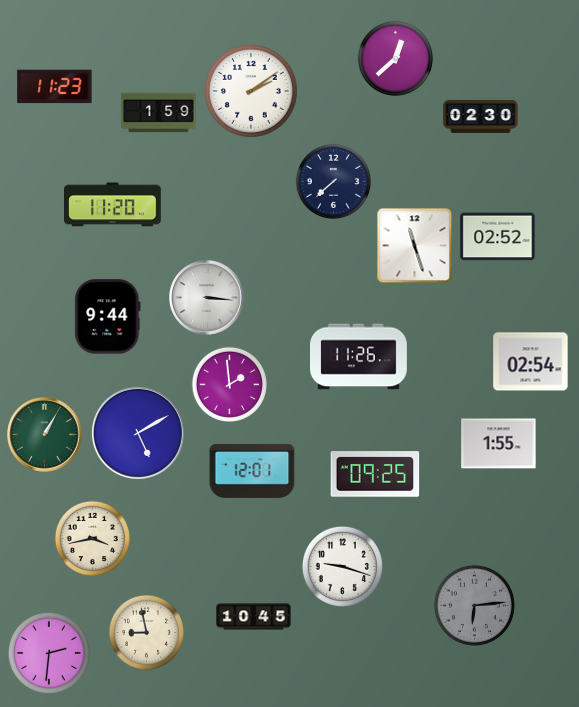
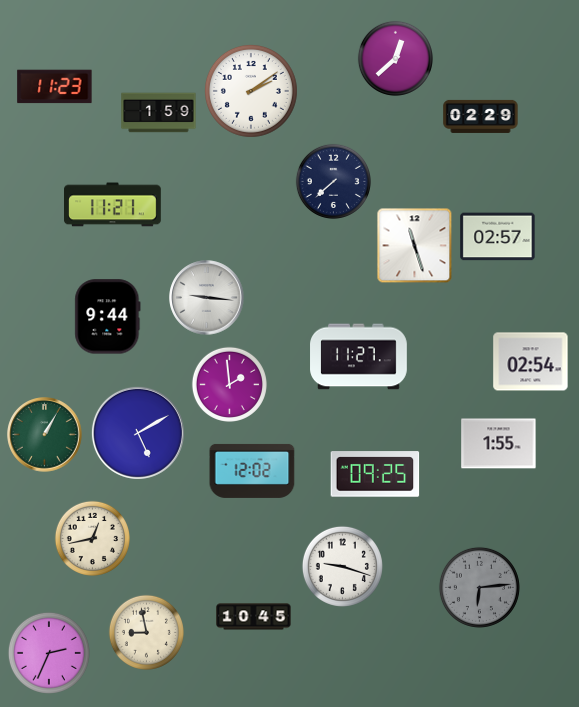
clock at (481, 116): 02:30 -> 02:29
clock at (113, 205): 11:20 -> 11:21
clock at (498, 237): 02:52 -> 02:57
clock at (207, 298): 3:16 -> 9:16
clock at (359, 357): 11:26 -> 11:27
clock at (252, 471): 12:01 -> 12:02
clock at (92, 538): 3:43 -> 12:43
clock at (474, 605) position: (474, 605) -> (479, 587)
clock at (49, 653): 2:31 -> 2:34
